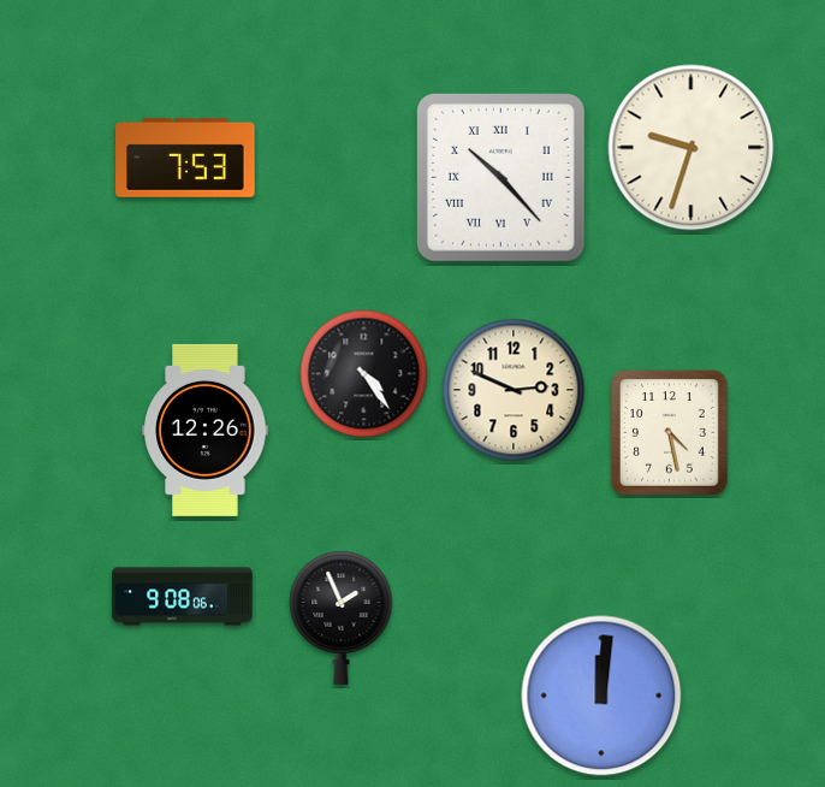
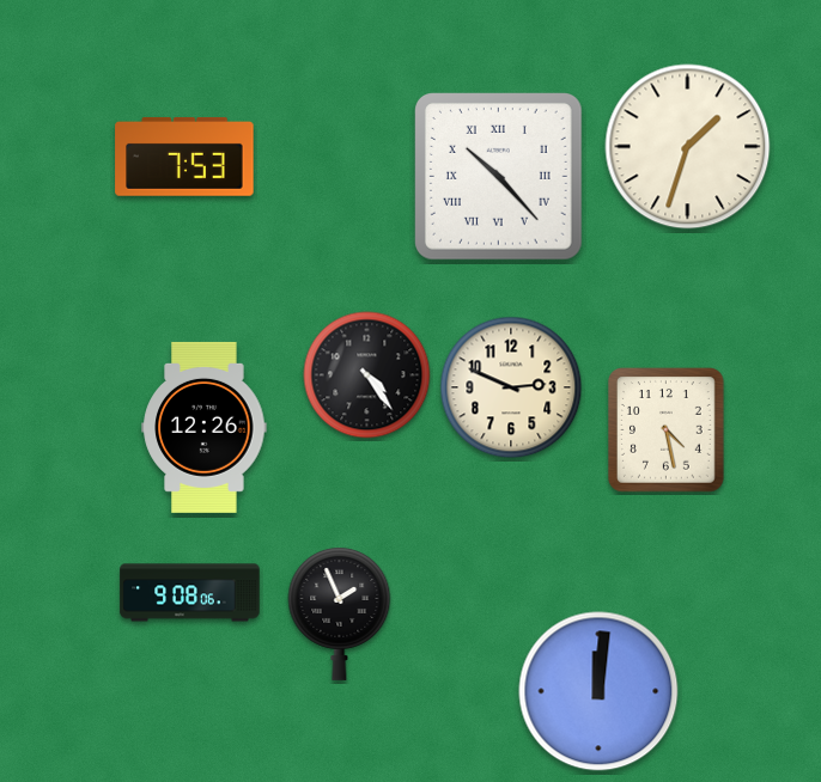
clock at (692, 148): 9:33 -> 1:33
clock at (364, 374) position: (364, 374) -> (367, 375)
clock at (183, 597) position: (183, 597) -> (190, 593)
